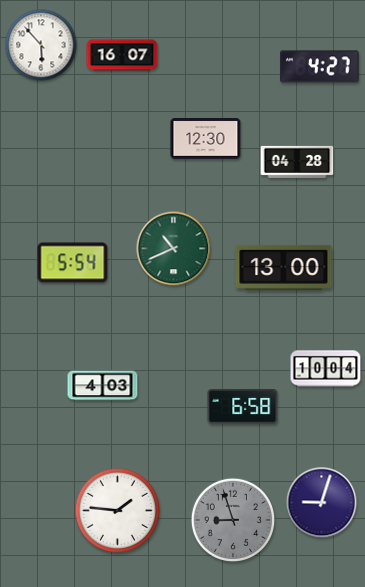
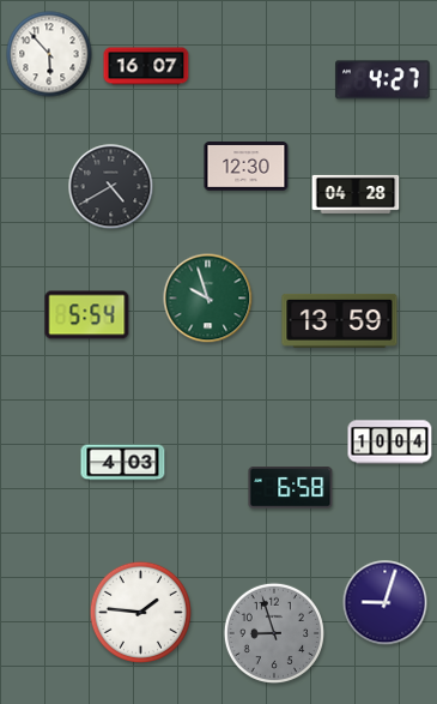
clock at (111, 187): none -> 4:40
clock at (174, 249): 10:41 -> 9:57
clock at (284, 267): 13:00 -> 13:59
clock at (232, 519) position: (232, 519) -> (273, 632)
